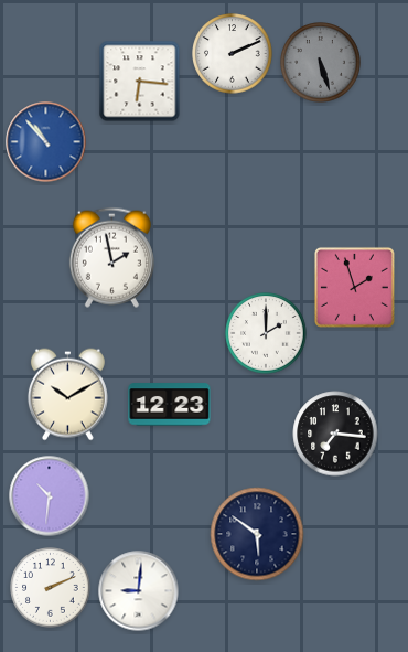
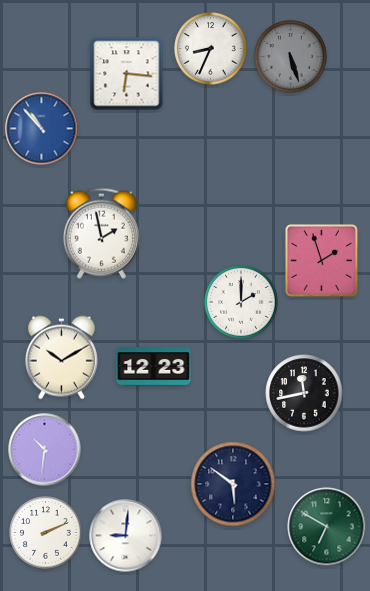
clock at (233, 54): 2:11 -> 8:34
clock at (335, 434): 7:16 -> 11:43
clock at (327, 527): none -> 6:50
